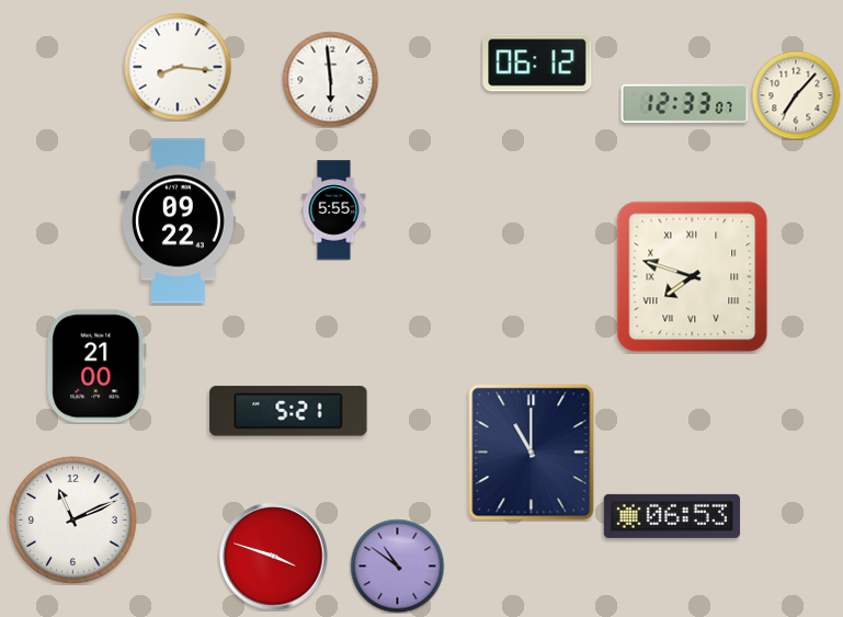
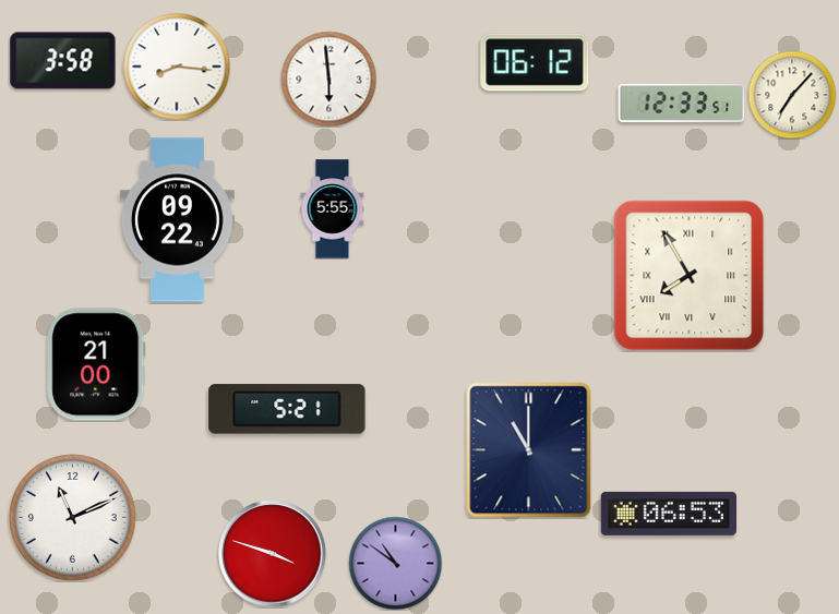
clock at (63, 61): none -> 3:58
clock at (685, 103): 12:33:07 -> 12:33:51
clock at (693, 277): 7:48 -> 7:55
